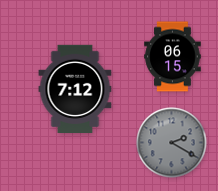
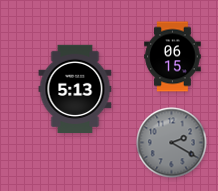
clock at (75, 88): 7:12 -> 5:13
